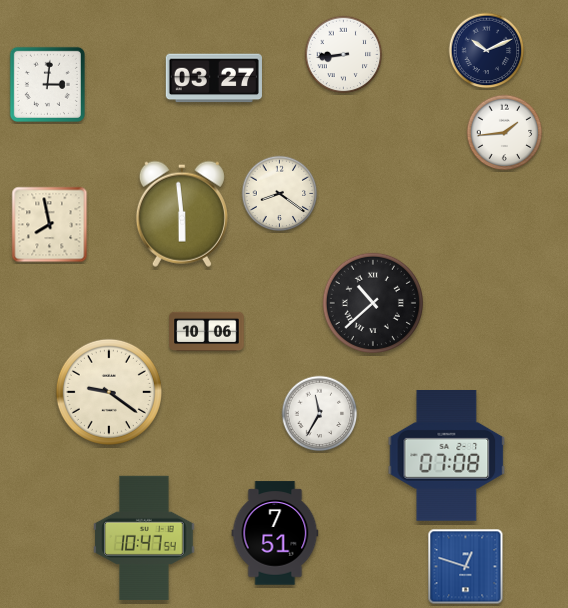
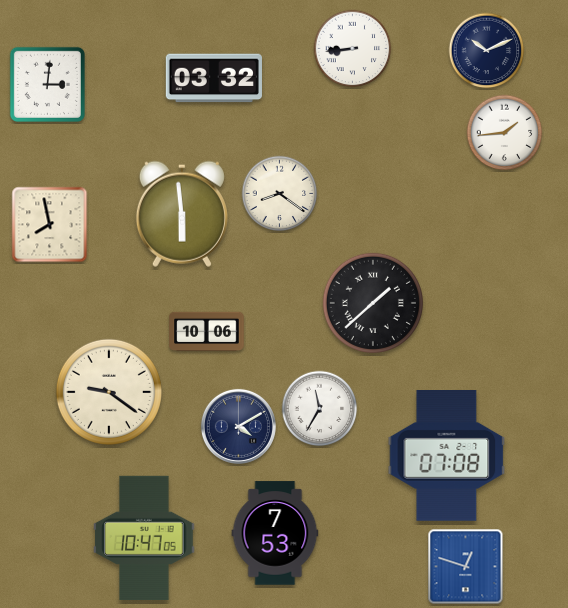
clock at (344, 55) position: (344, 55) -> (353, 49)
clock at (214, 78): 03:27 -> 03:32
clock at (373, 303): 10:38 -> 1:38
clock at (320, 414) position: (320, 414) -> (320, 409)
clock at (238, 426): none -> 4:10
clock at (275, 533): 7:51 -> 7:53
clock at (144, 538): 10:47:54 -> 10:47:05
